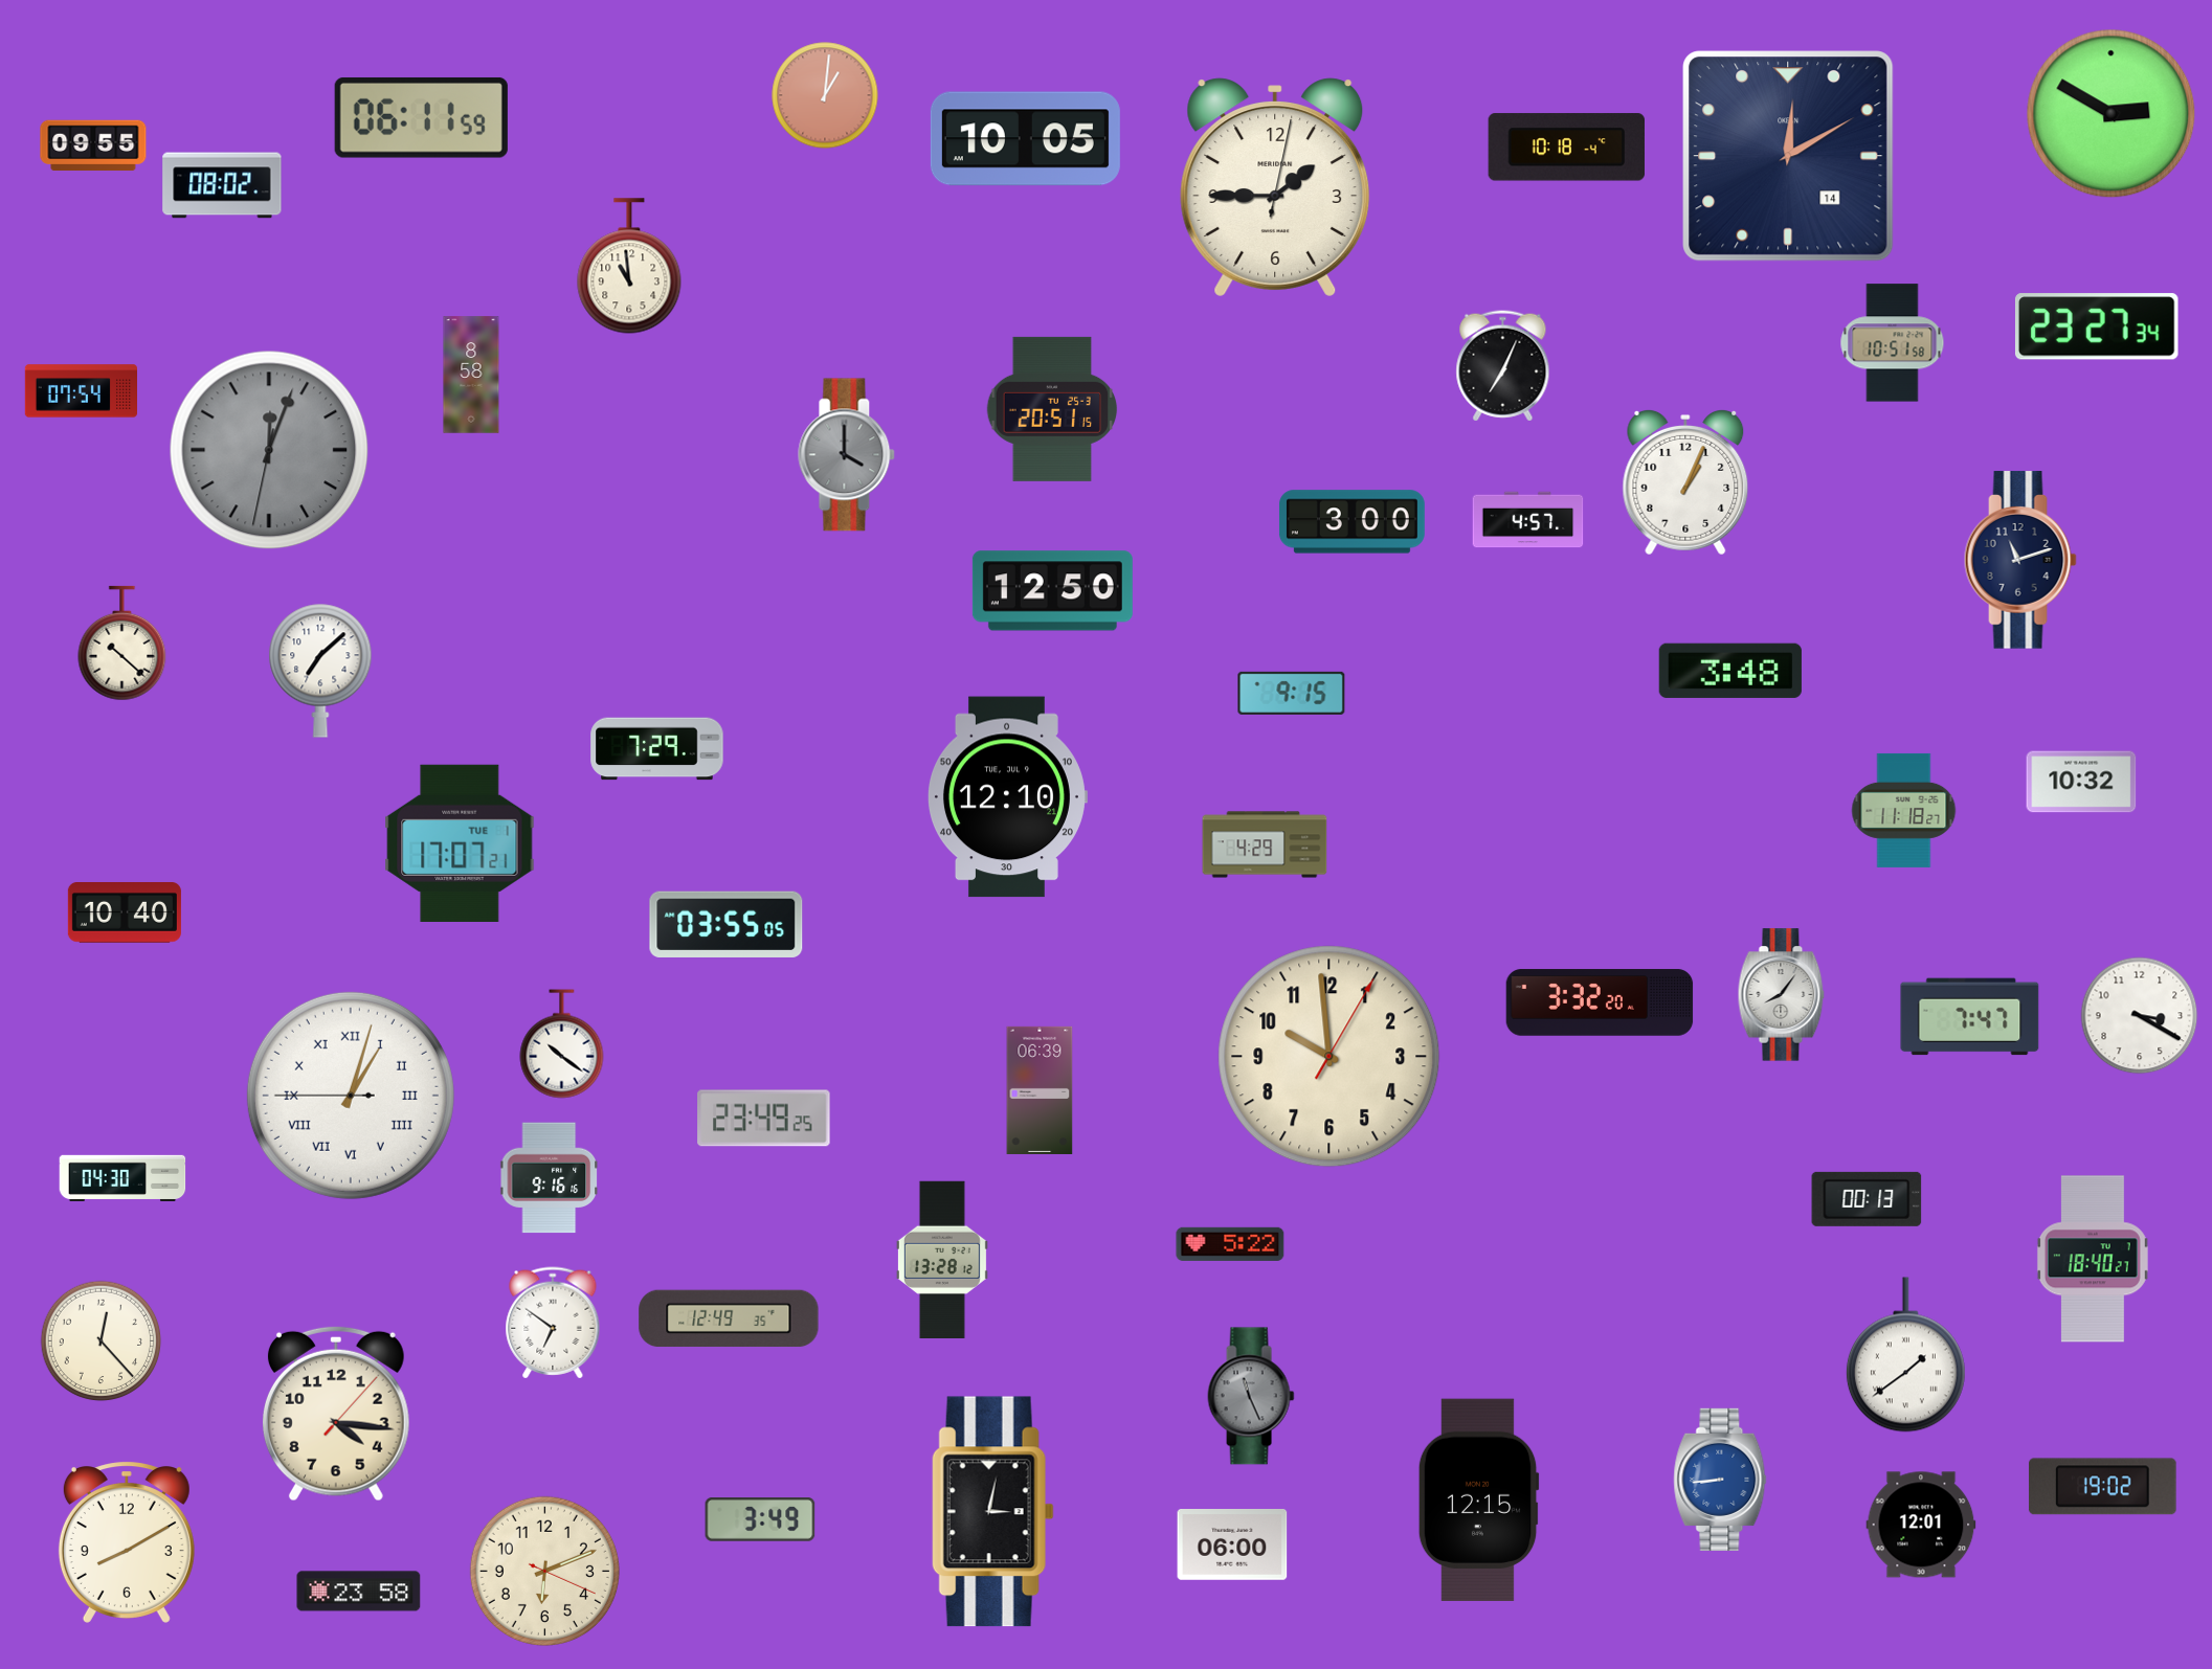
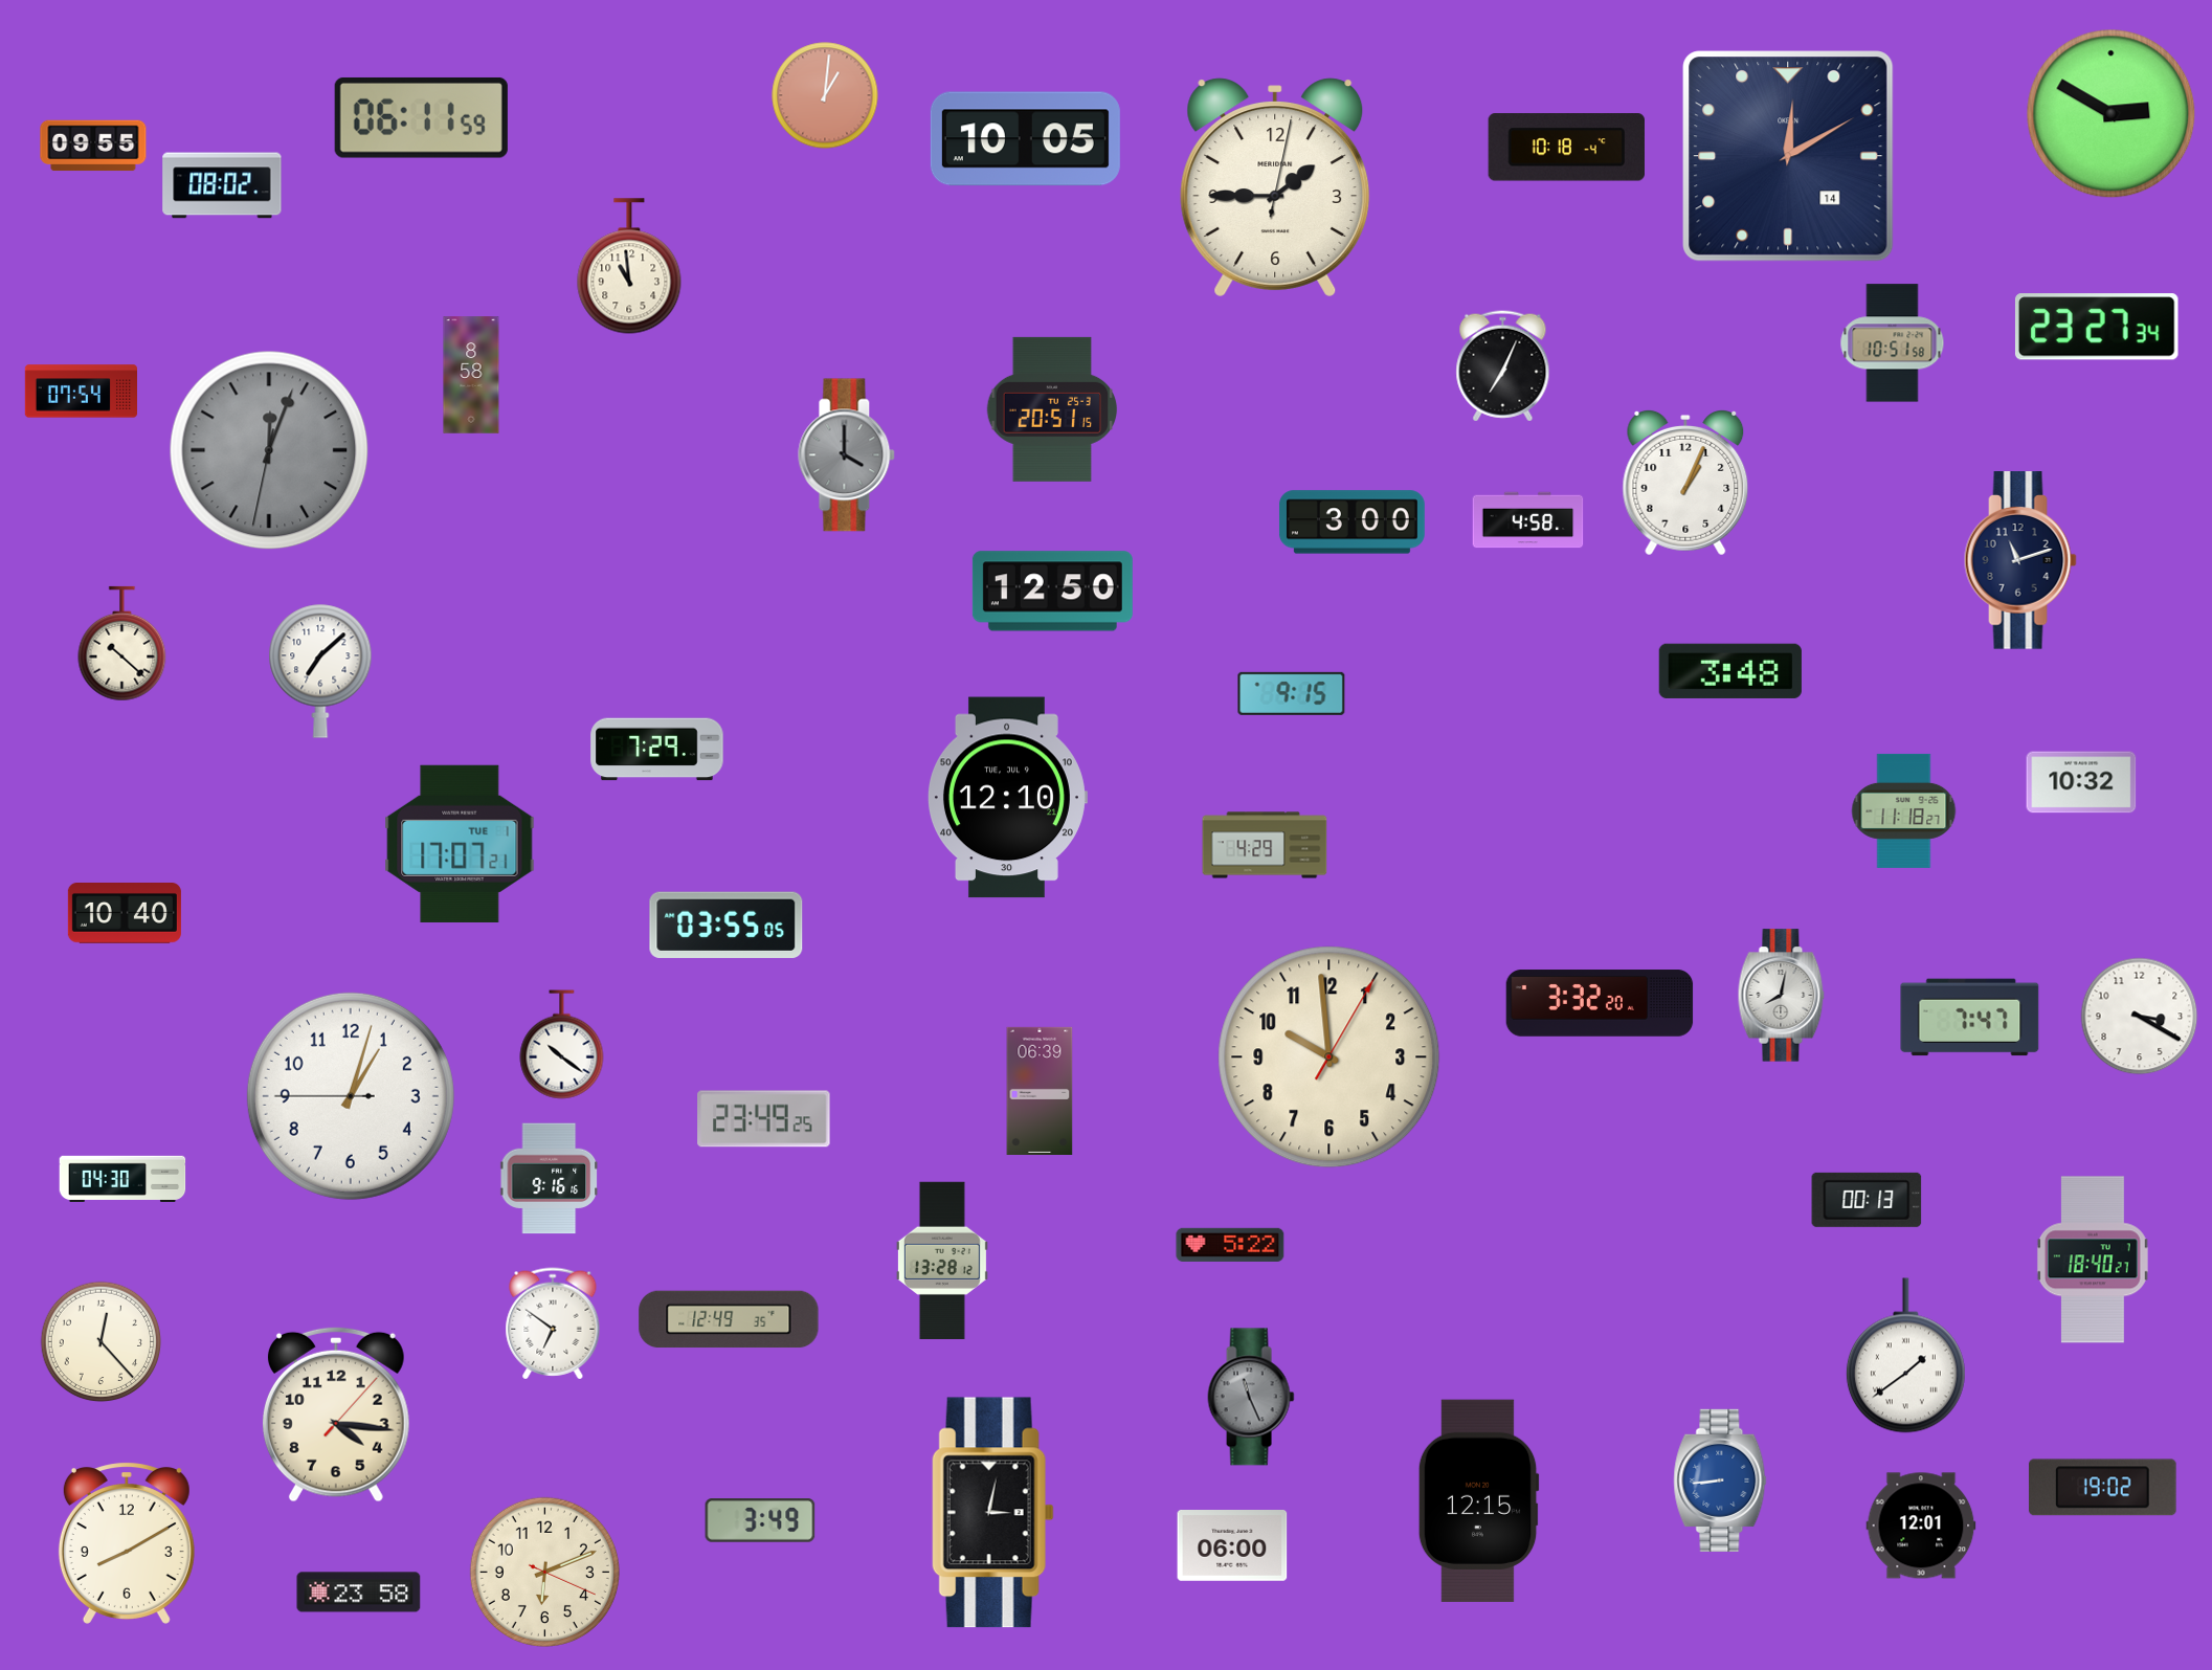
clock at (1528, 520): 4:57 -> 4:58
clock at (1782, 995): 8:06 -> 8:02
clock at (351, 1096) numerals: Roman -> Arabic
